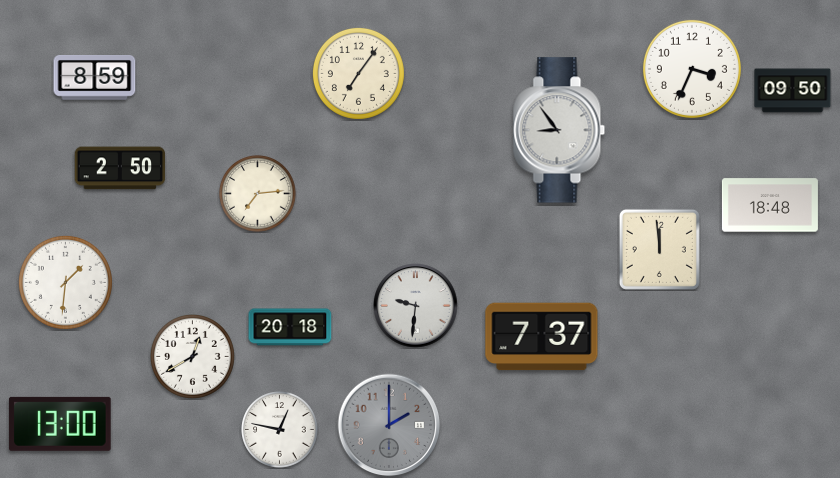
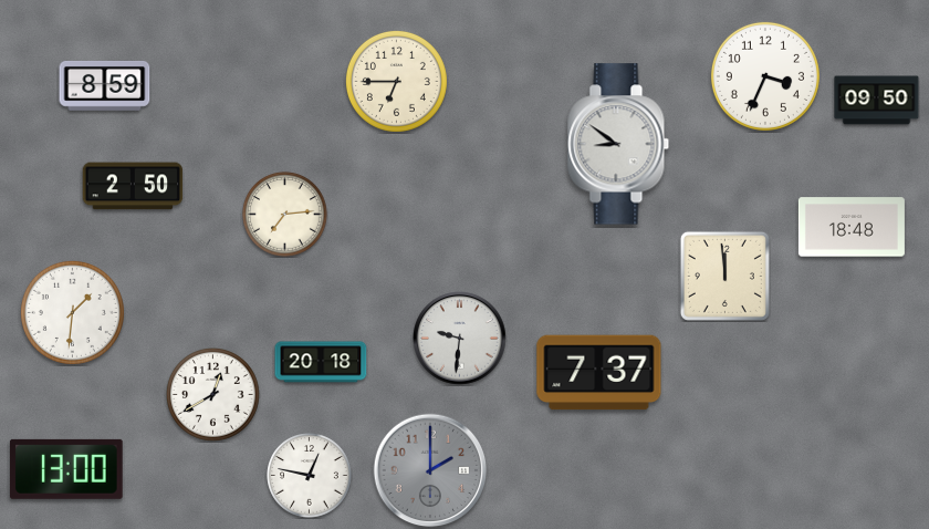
clock at (358, 73): 7:06 -> 6:45
clock at (559, 130): 8:54 -> 8:51
clock at (659, 249) position: (659, 249) -> (724, 276)
